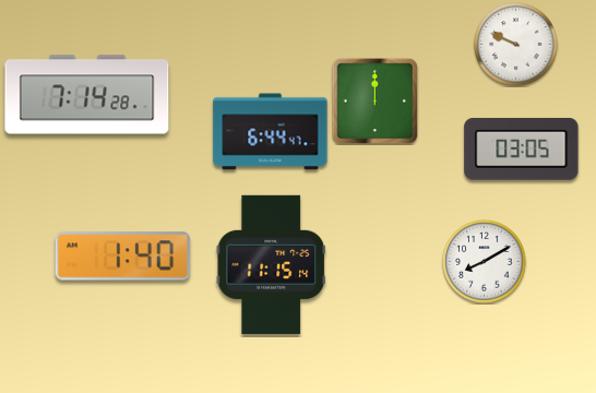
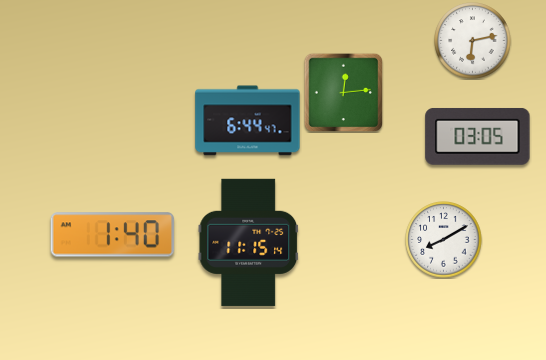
clock at (516, 45): 9:49 -> 6:13
clock at (87, 95): 7:14 -> none
clock at (374, 100): 12:00 -> 12:14
